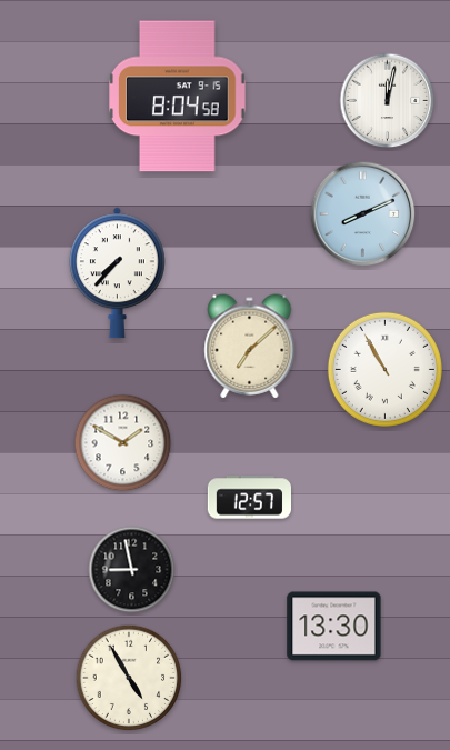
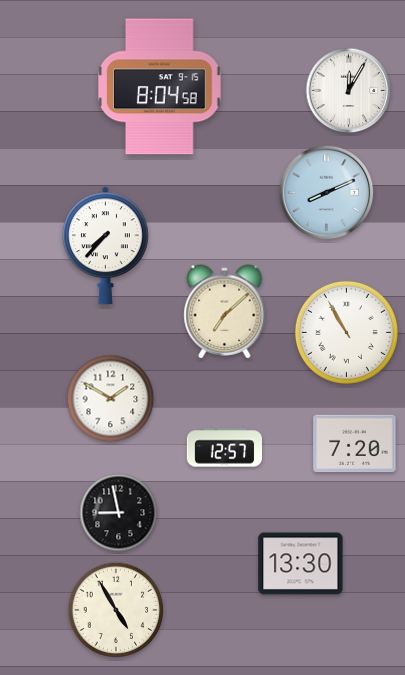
clock at (388, 101): 12:02 -> 12:05
clock at (355, 444): none -> 7:20
